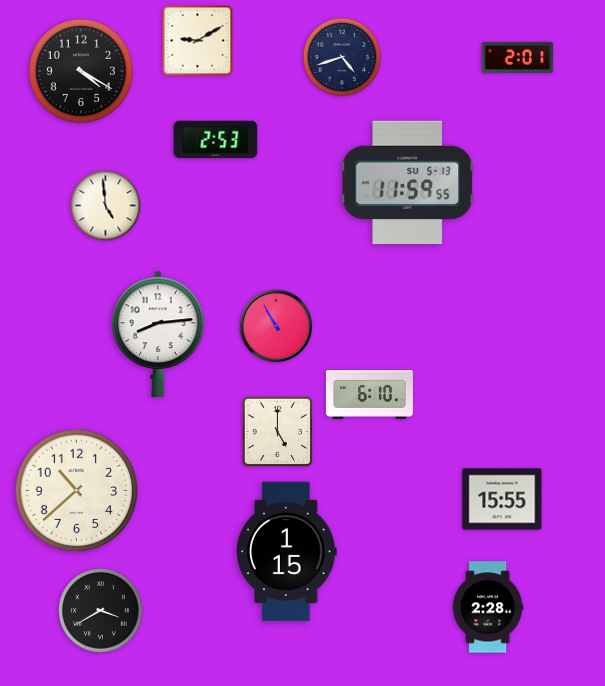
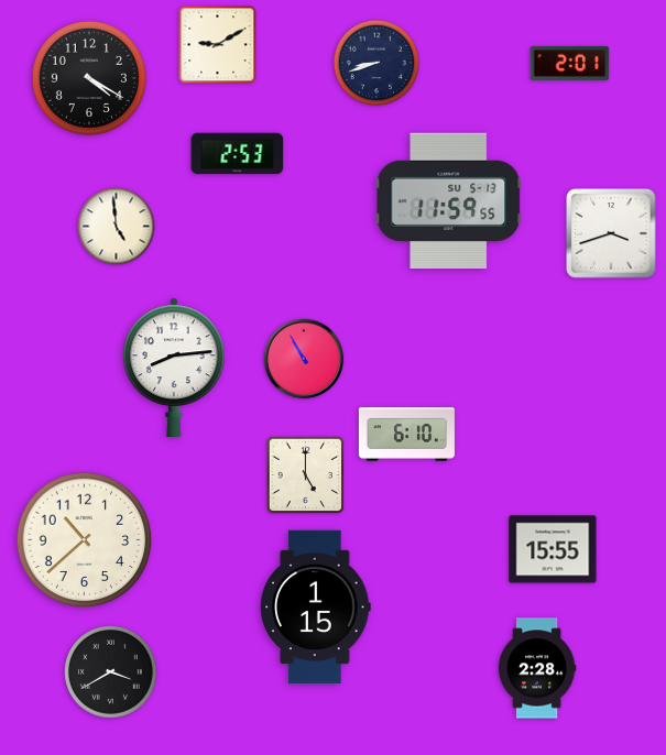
clock at (342, 57): 4:42 -> 8:42
clock at (611, 233): none -> 3:42
